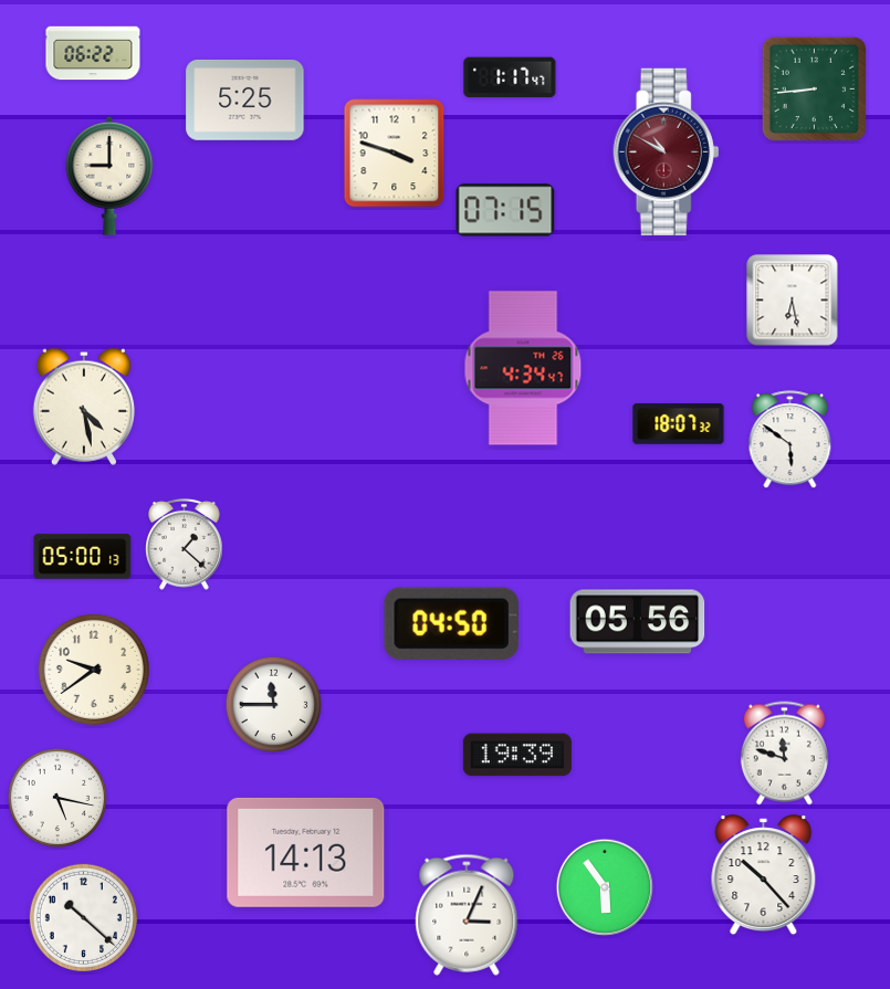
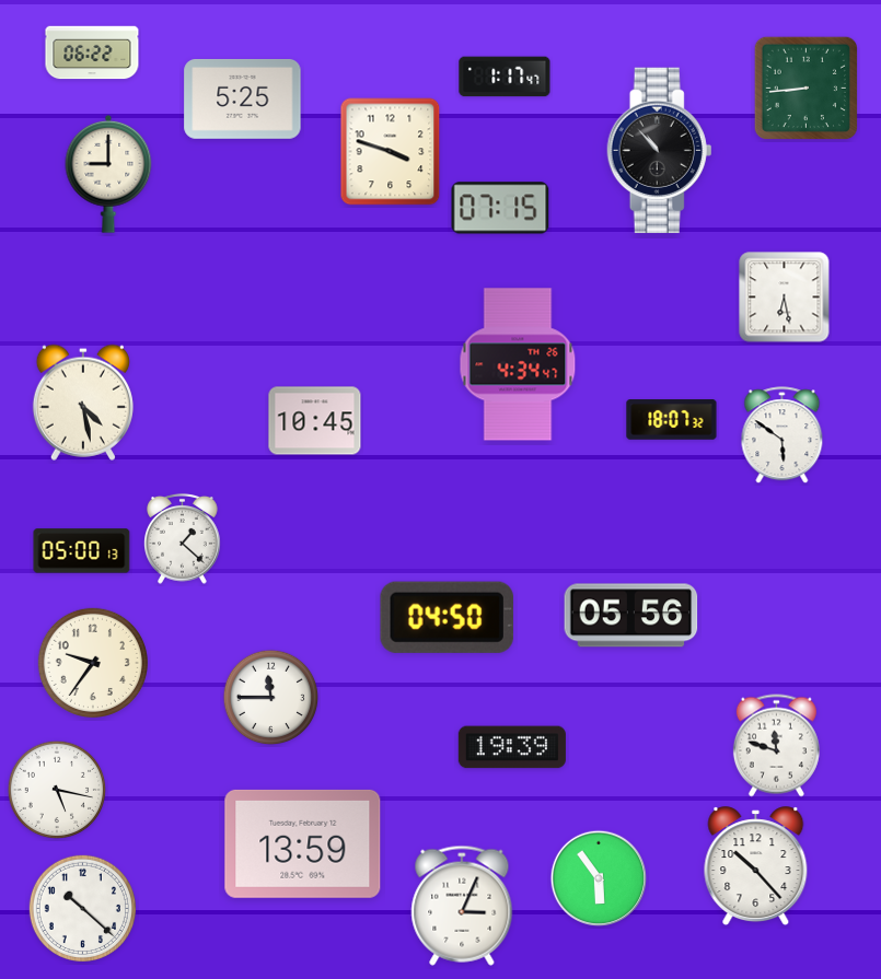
clock at (667, 152): 10:50 -> 10:53
clock at (667, 152) dial: burgundy -> black
clock at (315, 421): none -> 10:45
clock at (94, 670): 9:39 -> 9:36
clock at (306, 852): 14:13 -> 13:59
